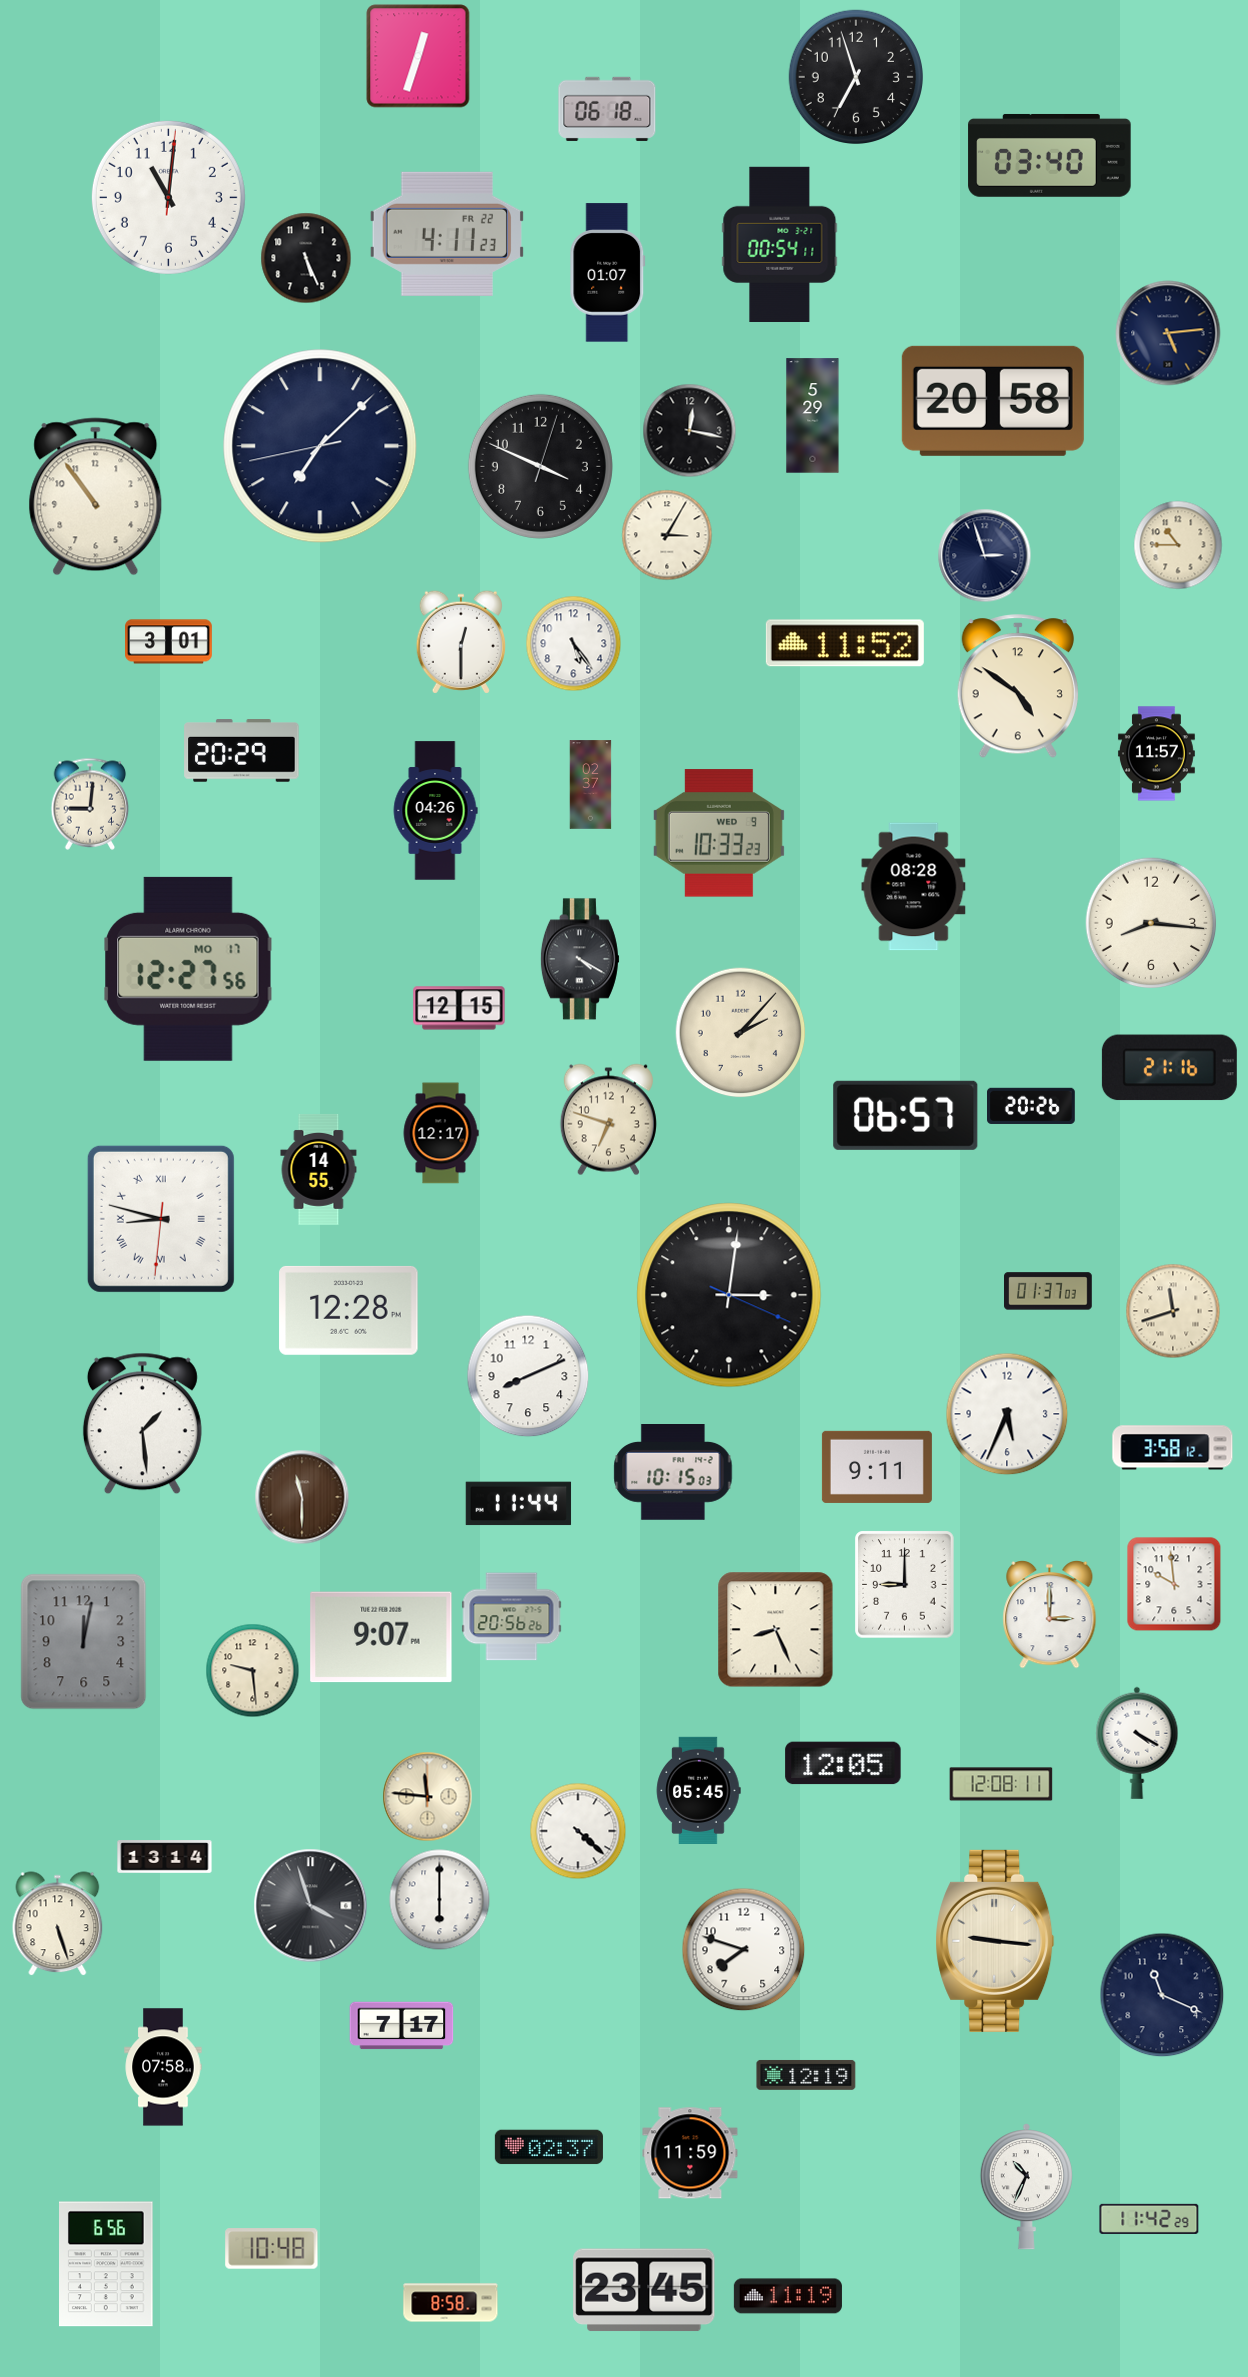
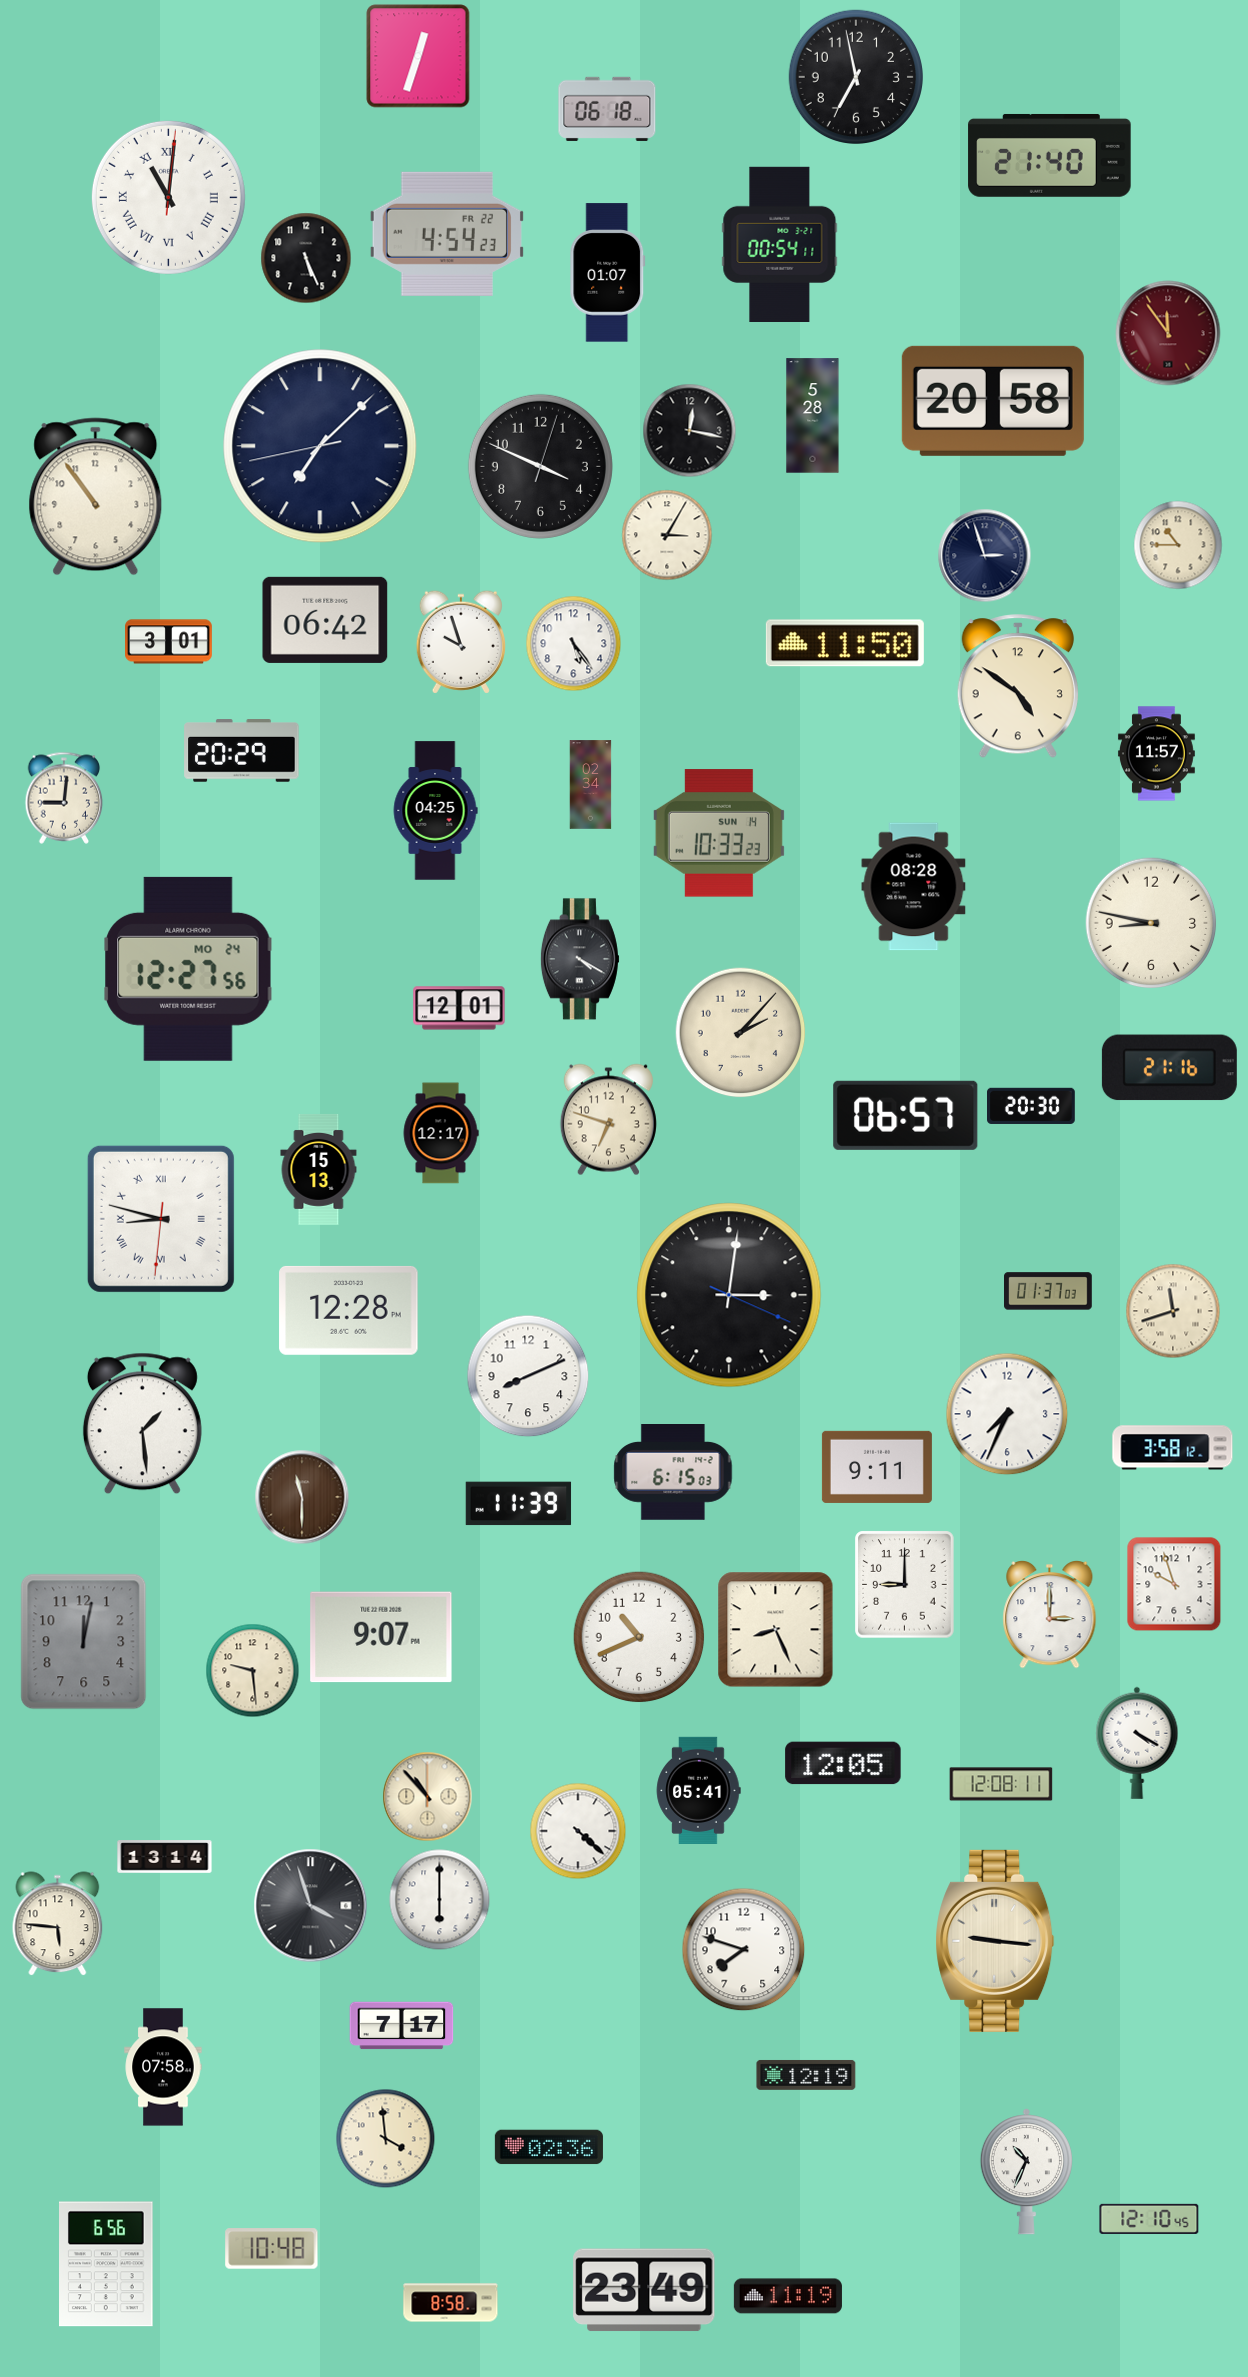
clock at (855, 76): 6:57 -> 6:58
clock at (1050, 156): 03:40 -> 21:40
clock at (168, 197) numerals: Arabic -> Roman
clock at (447, 234): 4:11 -> 4:54
clock at (1168, 333): 5:14 -> 11:54
clock at (1168, 333) dial: navy -> burgundy
clock at (813, 416): 5:29 -> 5:28
clock at (325, 620): none -> 06:42
clock at (461, 642): 12:30 -> 9:57
clock at (845, 643): 11:52 -> 11:50
clock at (591, 785): 02:37 -> 02:34
clock at (90, 804) position: (90, 804) -> (64, 798)
clock at (435, 811): 04:26 -> 04:25
clock at (719, 833) date: WED 9 -> SUN 14
clock at (1151, 923): 8:16 -> 8:47
clock at (188, 969) date: MO 17 -> MO 24
clock at (459, 1008): 12:15 -> 12:01
clock at (1032, 1106): 20:26 -> 20:30
clock at (319, 1169): 14:55 -> 15:13
clock at (1007, 1414): 5:34 -> 7:34
clock at (673, 1473): 10:15 -> 6:15
clock at (519, 1504): 11:44 -> 11:39
clock at (1174, 1584): 9:59 -> 9:57
clock at (512, 1617): 20:56 -> none
clock at (639, 1637): none -> 10:41
clock at (698, 1790): 05:45 -> 05:41
clock at (428, 1797): 11:46 -> 10:53
clock at (58, 1924): 5:27 -> 5:46
clock at (1162, 1995): 11:19 -> none
clock at (386, 2139): none -> 3:59
clock at (549, 2147): 02:37 -> 02:36
clock at (690, 2153): 11:59 -> none
clock at (1026, 2187) position: (1026, 2187) -> (1026, 2172)
clock at (1149, 2219): 11:42 -> 12:10
clock at (644, 2290): 23:45 -> 23:49
